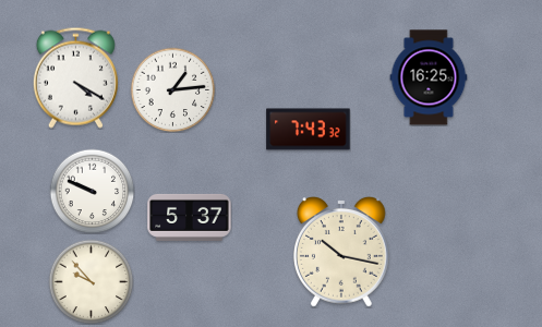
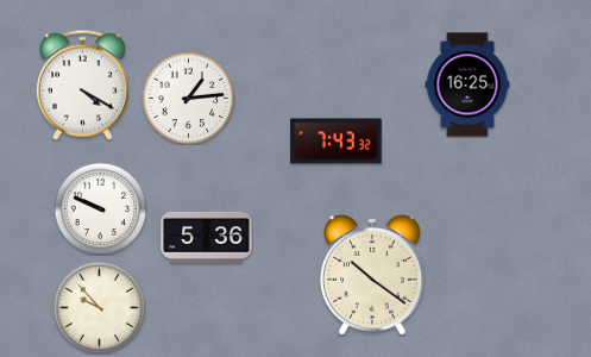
clock at (190, 217): 5:37 -> 5:36
clock at (342, 253): 10:17 -> 10:21
